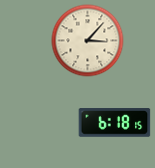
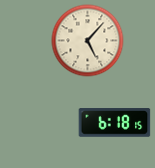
clock at (88, 41): 3:07 -> 5:07
